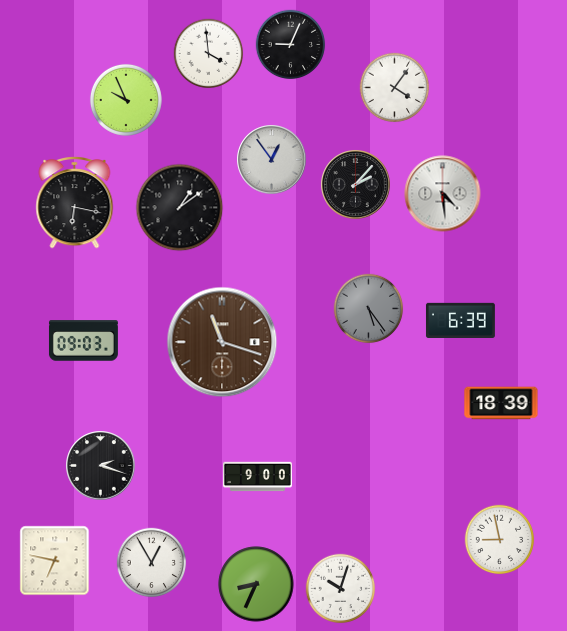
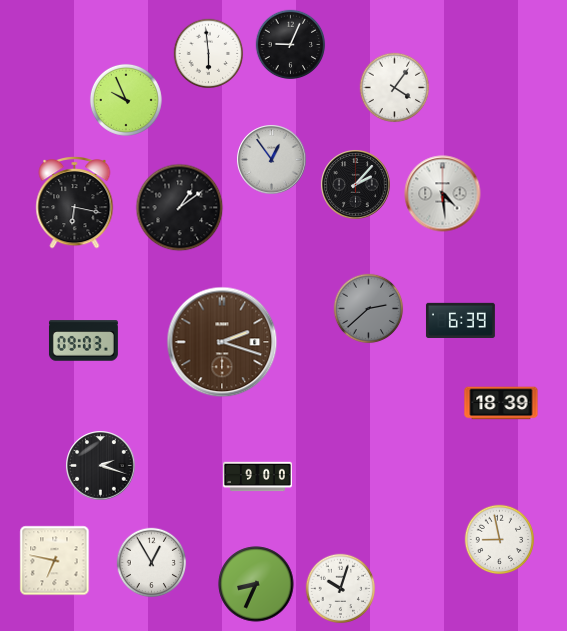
clock at (209, 54): 3:59 -> 5:59
clock at (369, 309): 5:24 -> 2:38
clock at (222, 342): 11:18 -> 2:18
